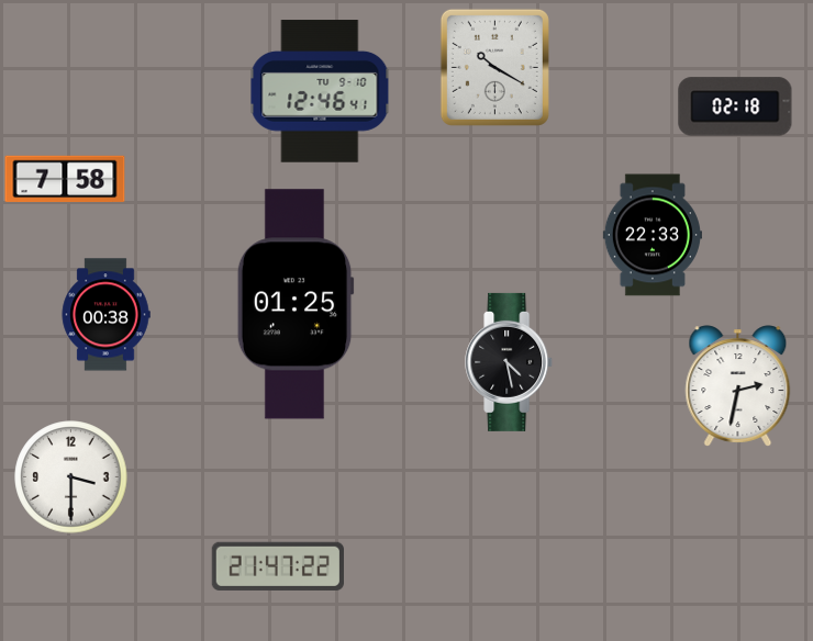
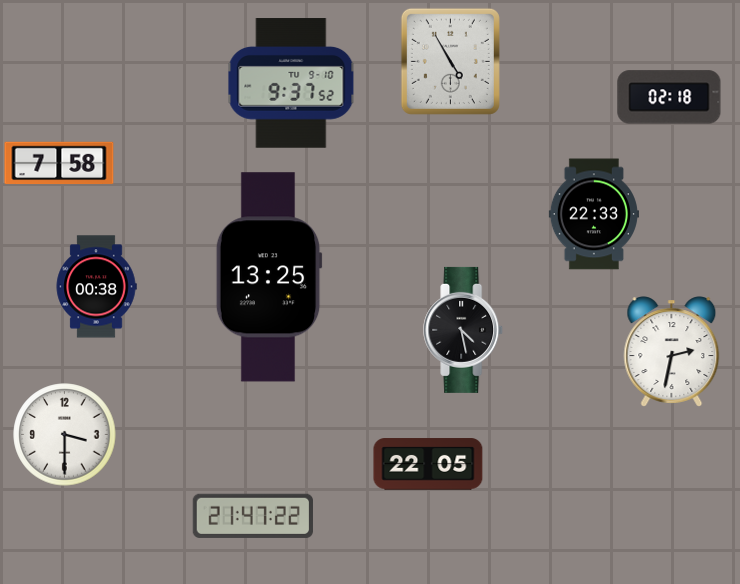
clock at (494, 67): 10:20 -> 4:55
clock at (320, 91): 12:46 -> 9:37
clock at (296, 304): 01:25 -> 13:25
clock at (428, 464): none -> 22:05
